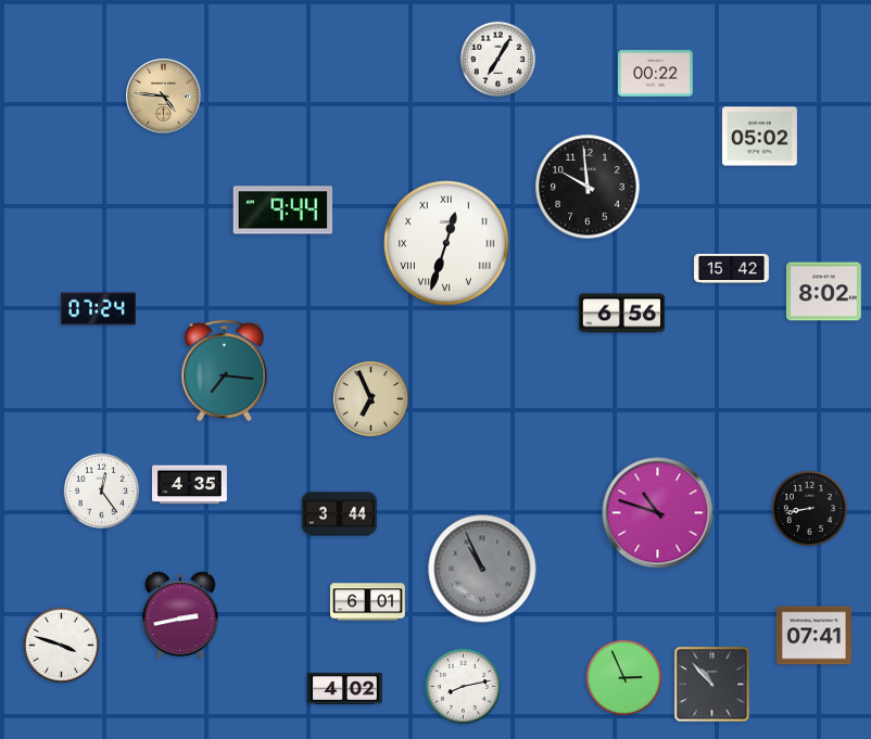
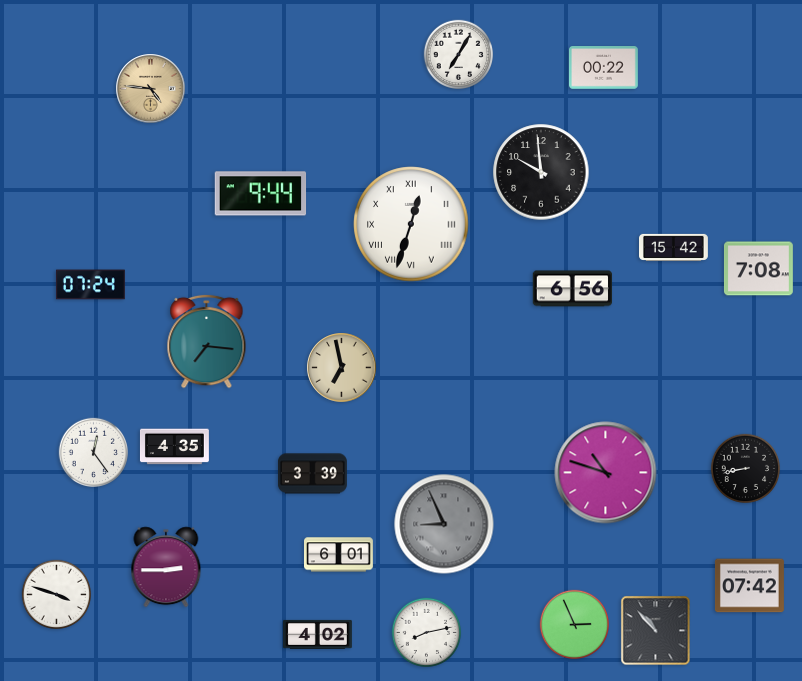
clock at (759, 137): 05:02 -> none
clock at (823, 292): 8:02 -> 7:08
clock at (371, 399): 6:56 -> 6:58
clock at (339, 514): 3:44 -> 3:39
clock at (482, 569): 10:56 -> 8:56
clock at (180, 615): 2:43 -> 2:45
clock at (813, 636): 07:41 -> 07:42
